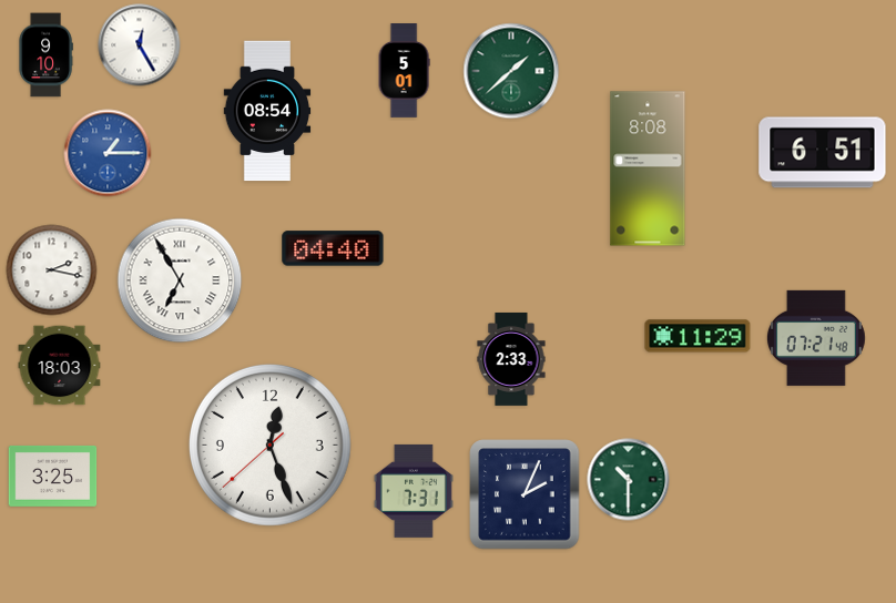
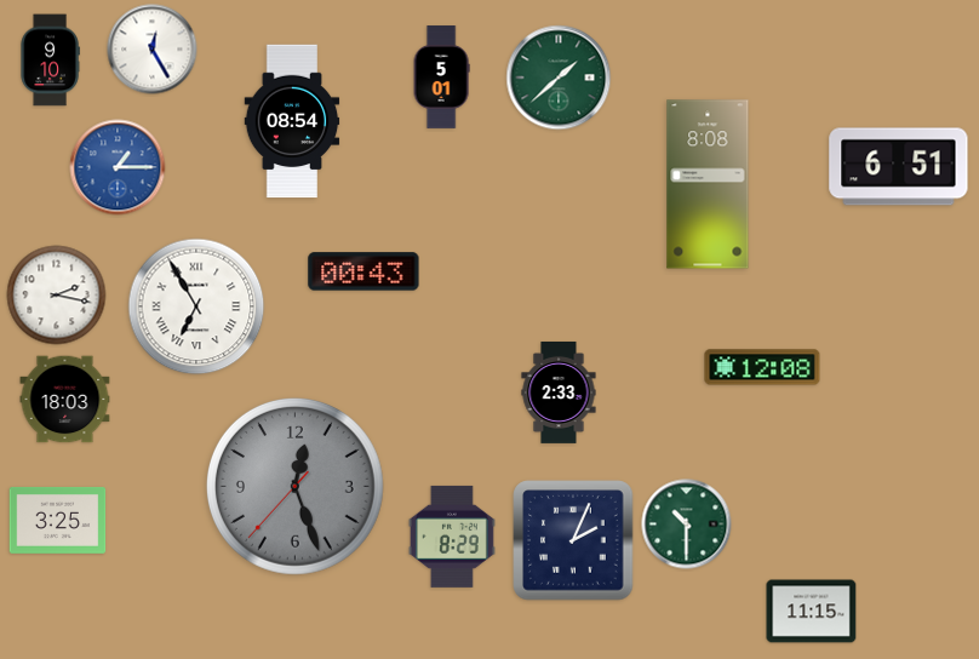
clock at (333, 248): 04:40 -> 00:43
clock at (698, 336): 11:29 -> 12:08
clock at (816, 338): 07:21 -> none
clock at (269, 444): 12:26:38 -> 12:26:37
clock at (269, 444) dial: white -> grey
clock at (414, 491): 7:31 -> 8:29
clock at (812, 612): none -> 11:15
